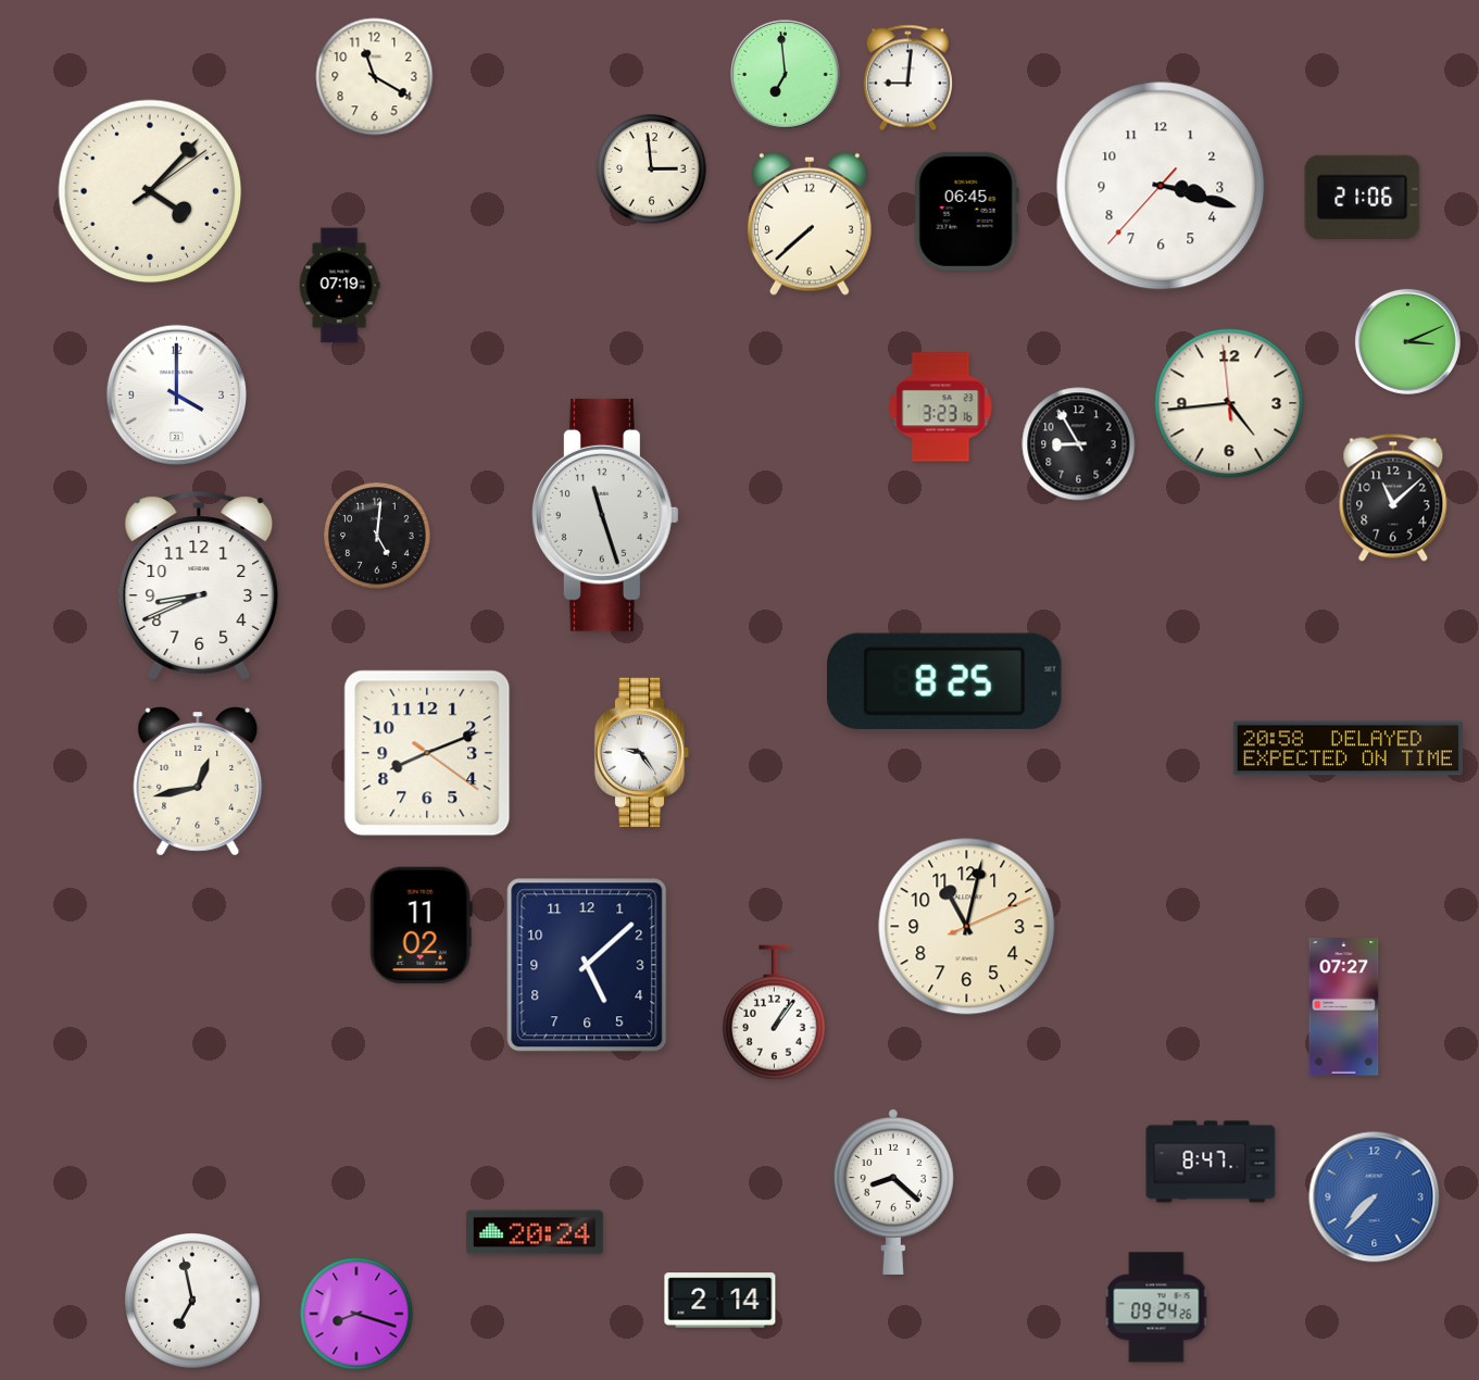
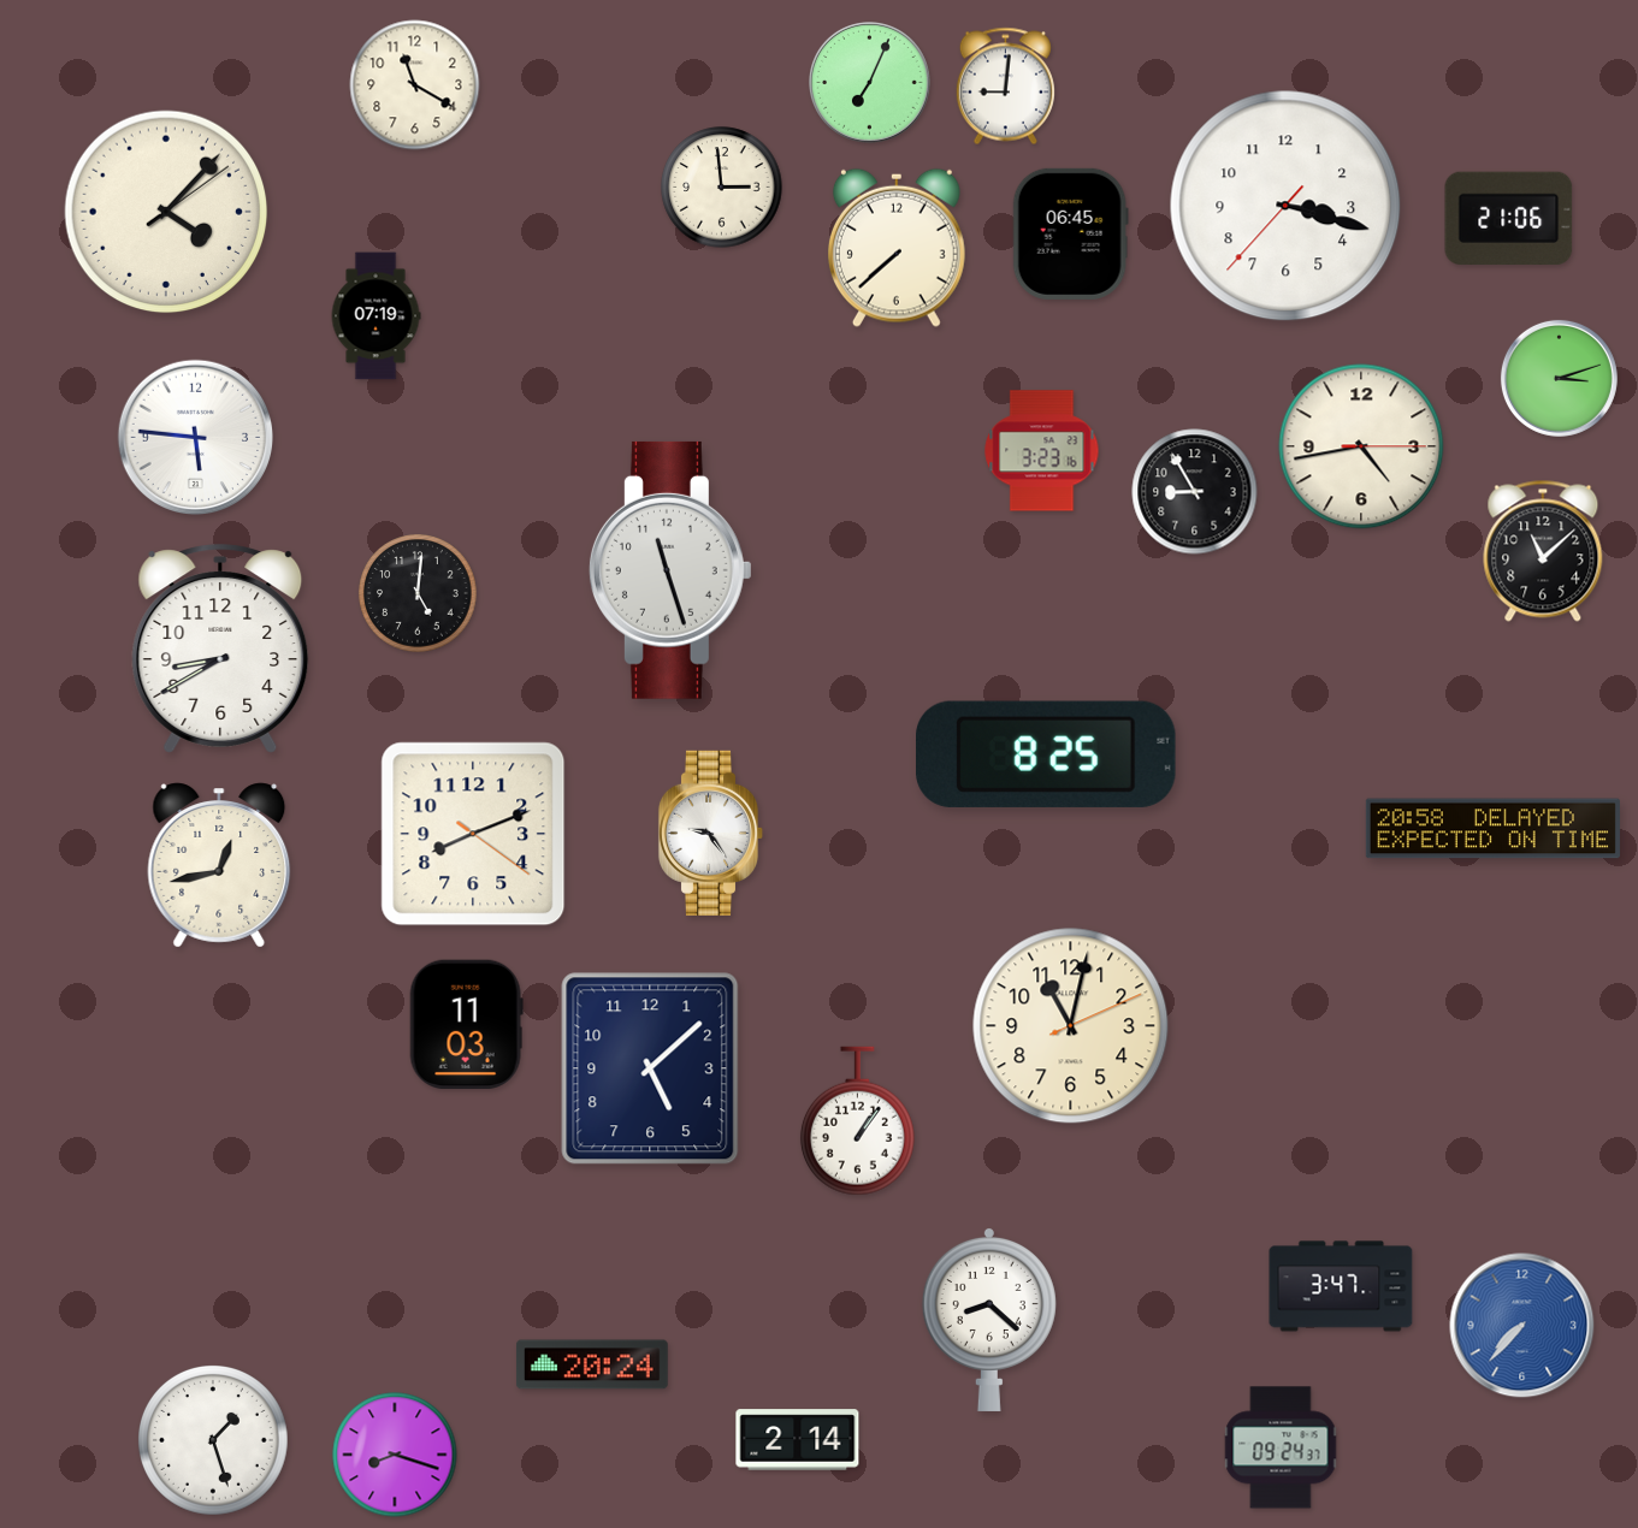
clock at (786, 75): 6:59 -> 7:04
clock at (1407, 341): 3:11 -> 3:12
clock at (176, 394): 4:00 -> 5:46
clock at (1229, 403): 4:43:59 -> 4:43:15
clock at (199, 586): 8:41 -> 8:40
clock at (421, 925): 11:02 -> 11:03
clock at (1344, 1007): 07:27 -> none
clock at (1211, 1162): 8:47 -> 3:47
clock at (193, 1302): 6:58 -> 1:27
clock at (1156, 1307): 09:24:26 -> 09:24:37
